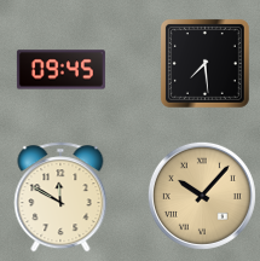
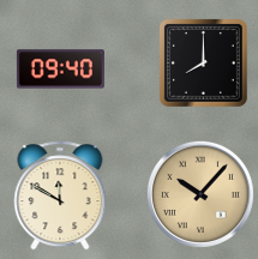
clock at (204, 63): 7:29 -> 8:00
clock at (60, 70): 09:45 -> 09:40
